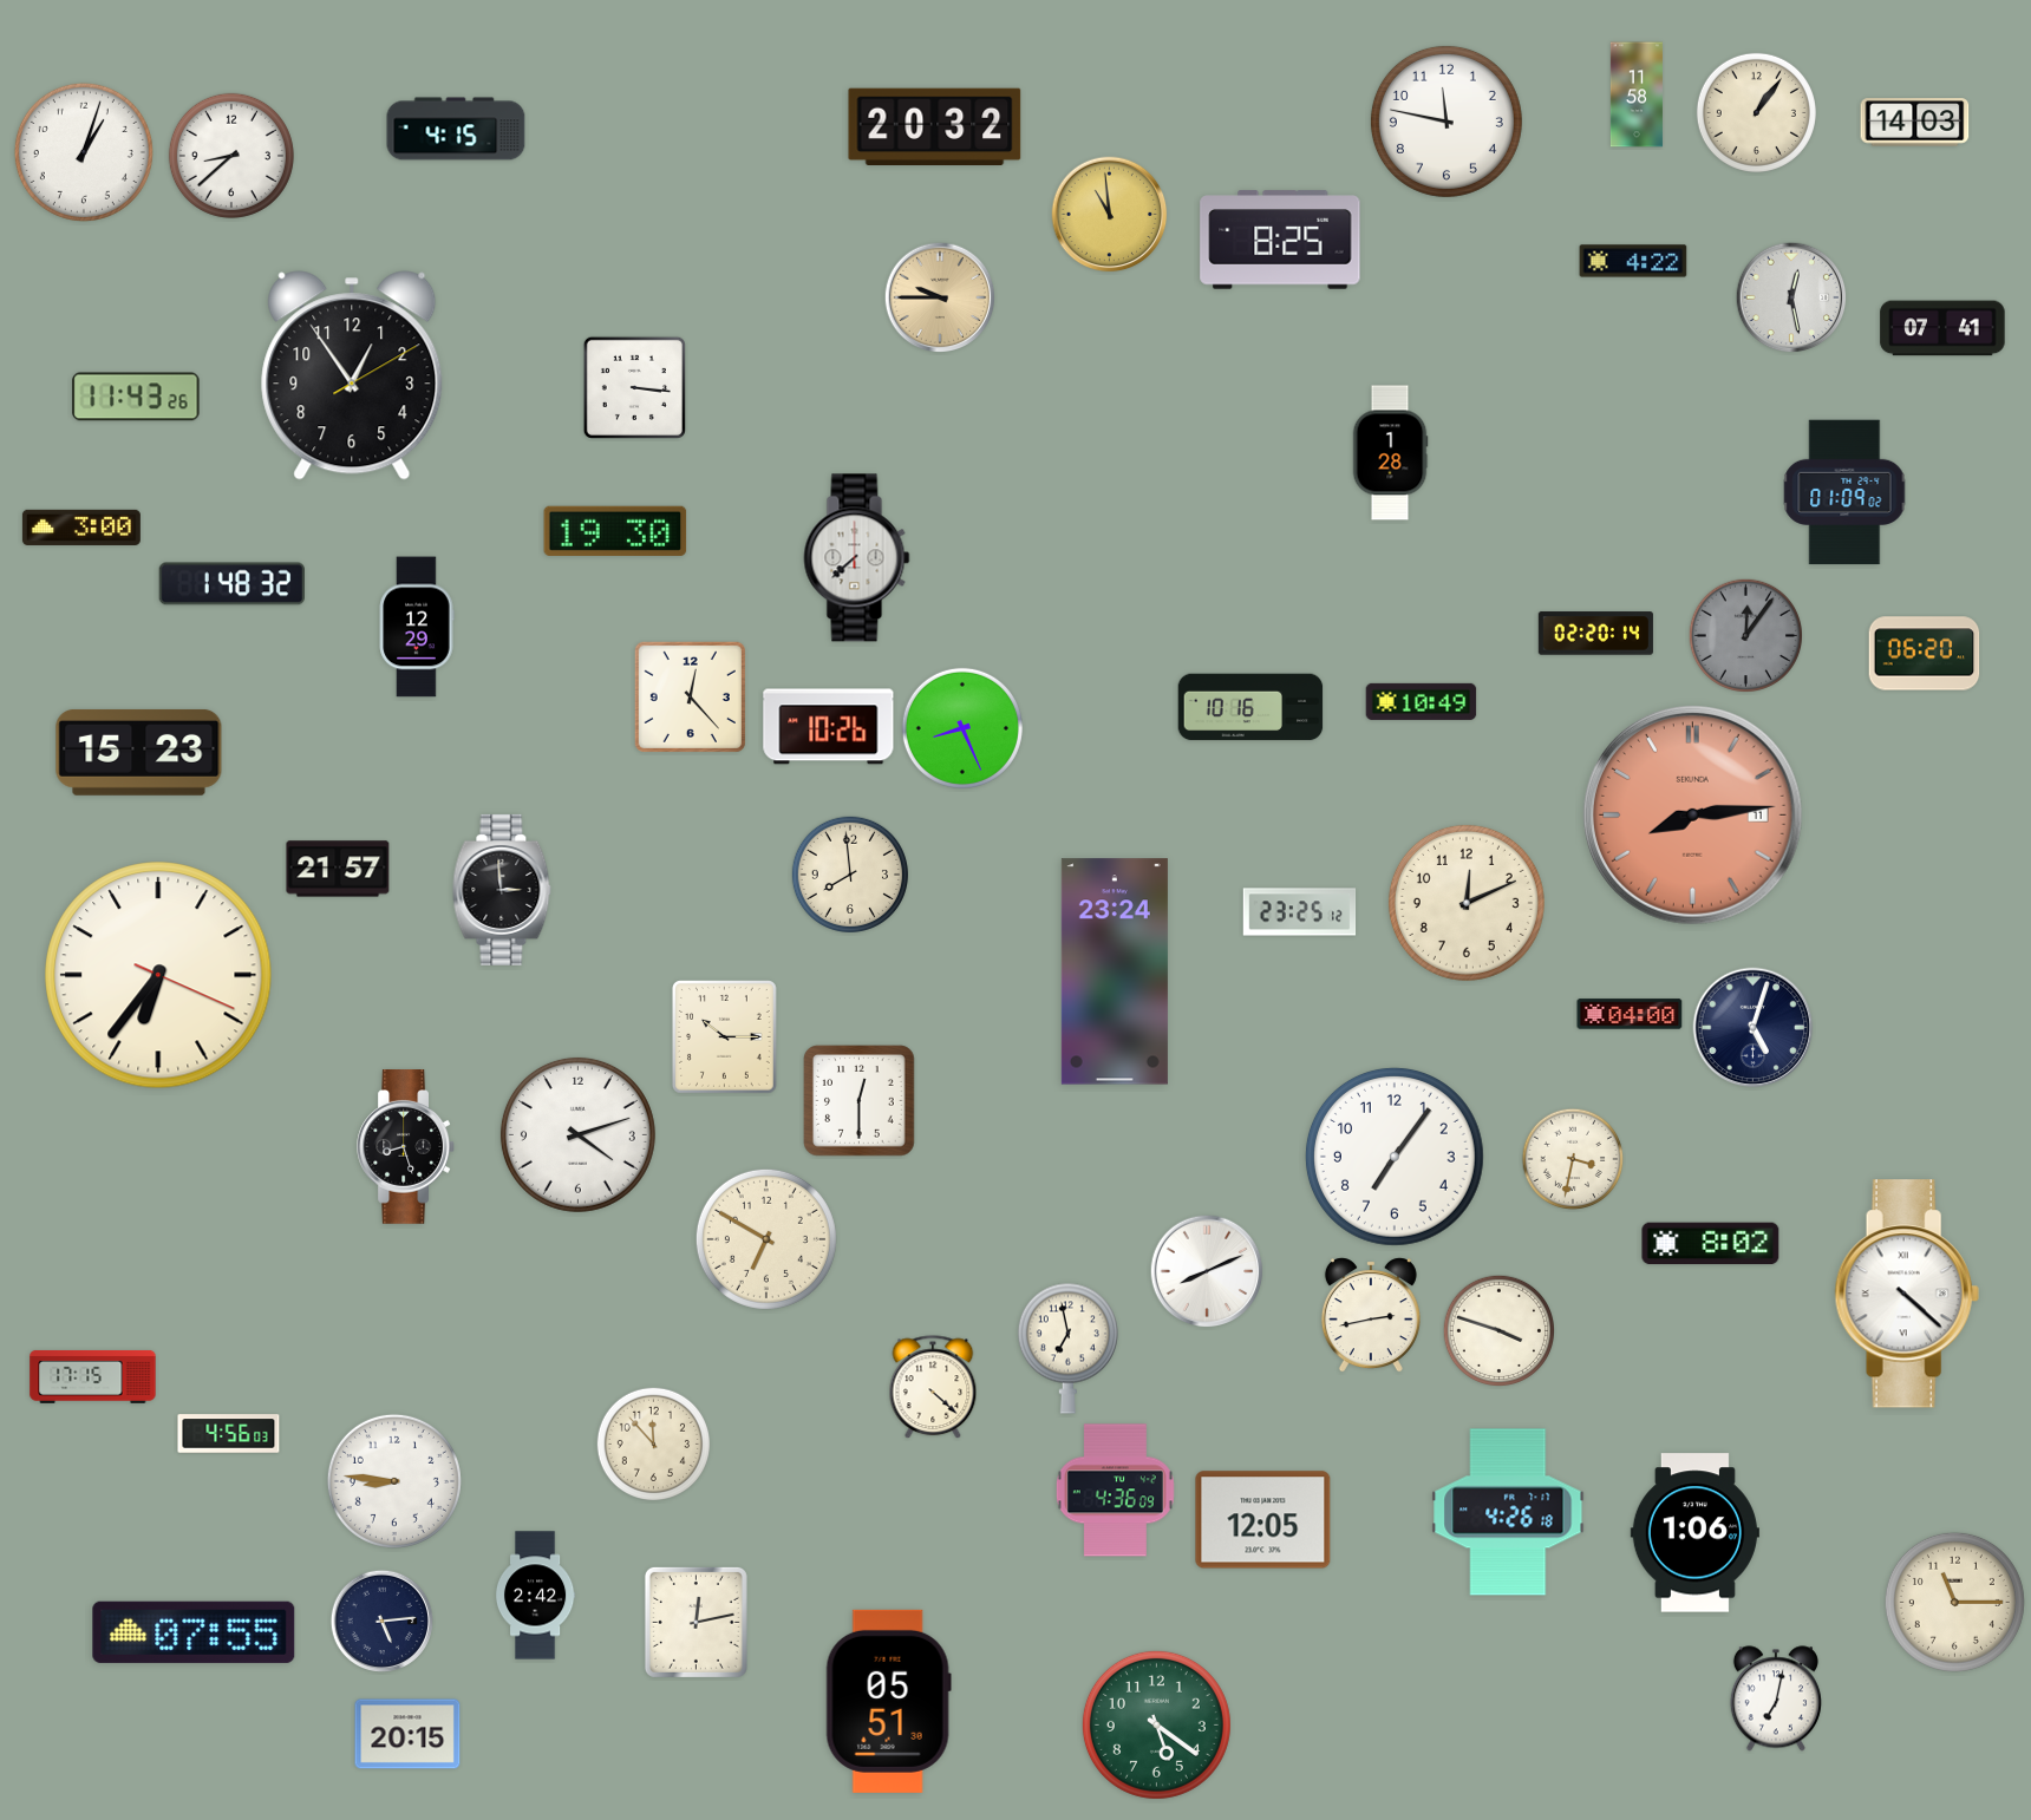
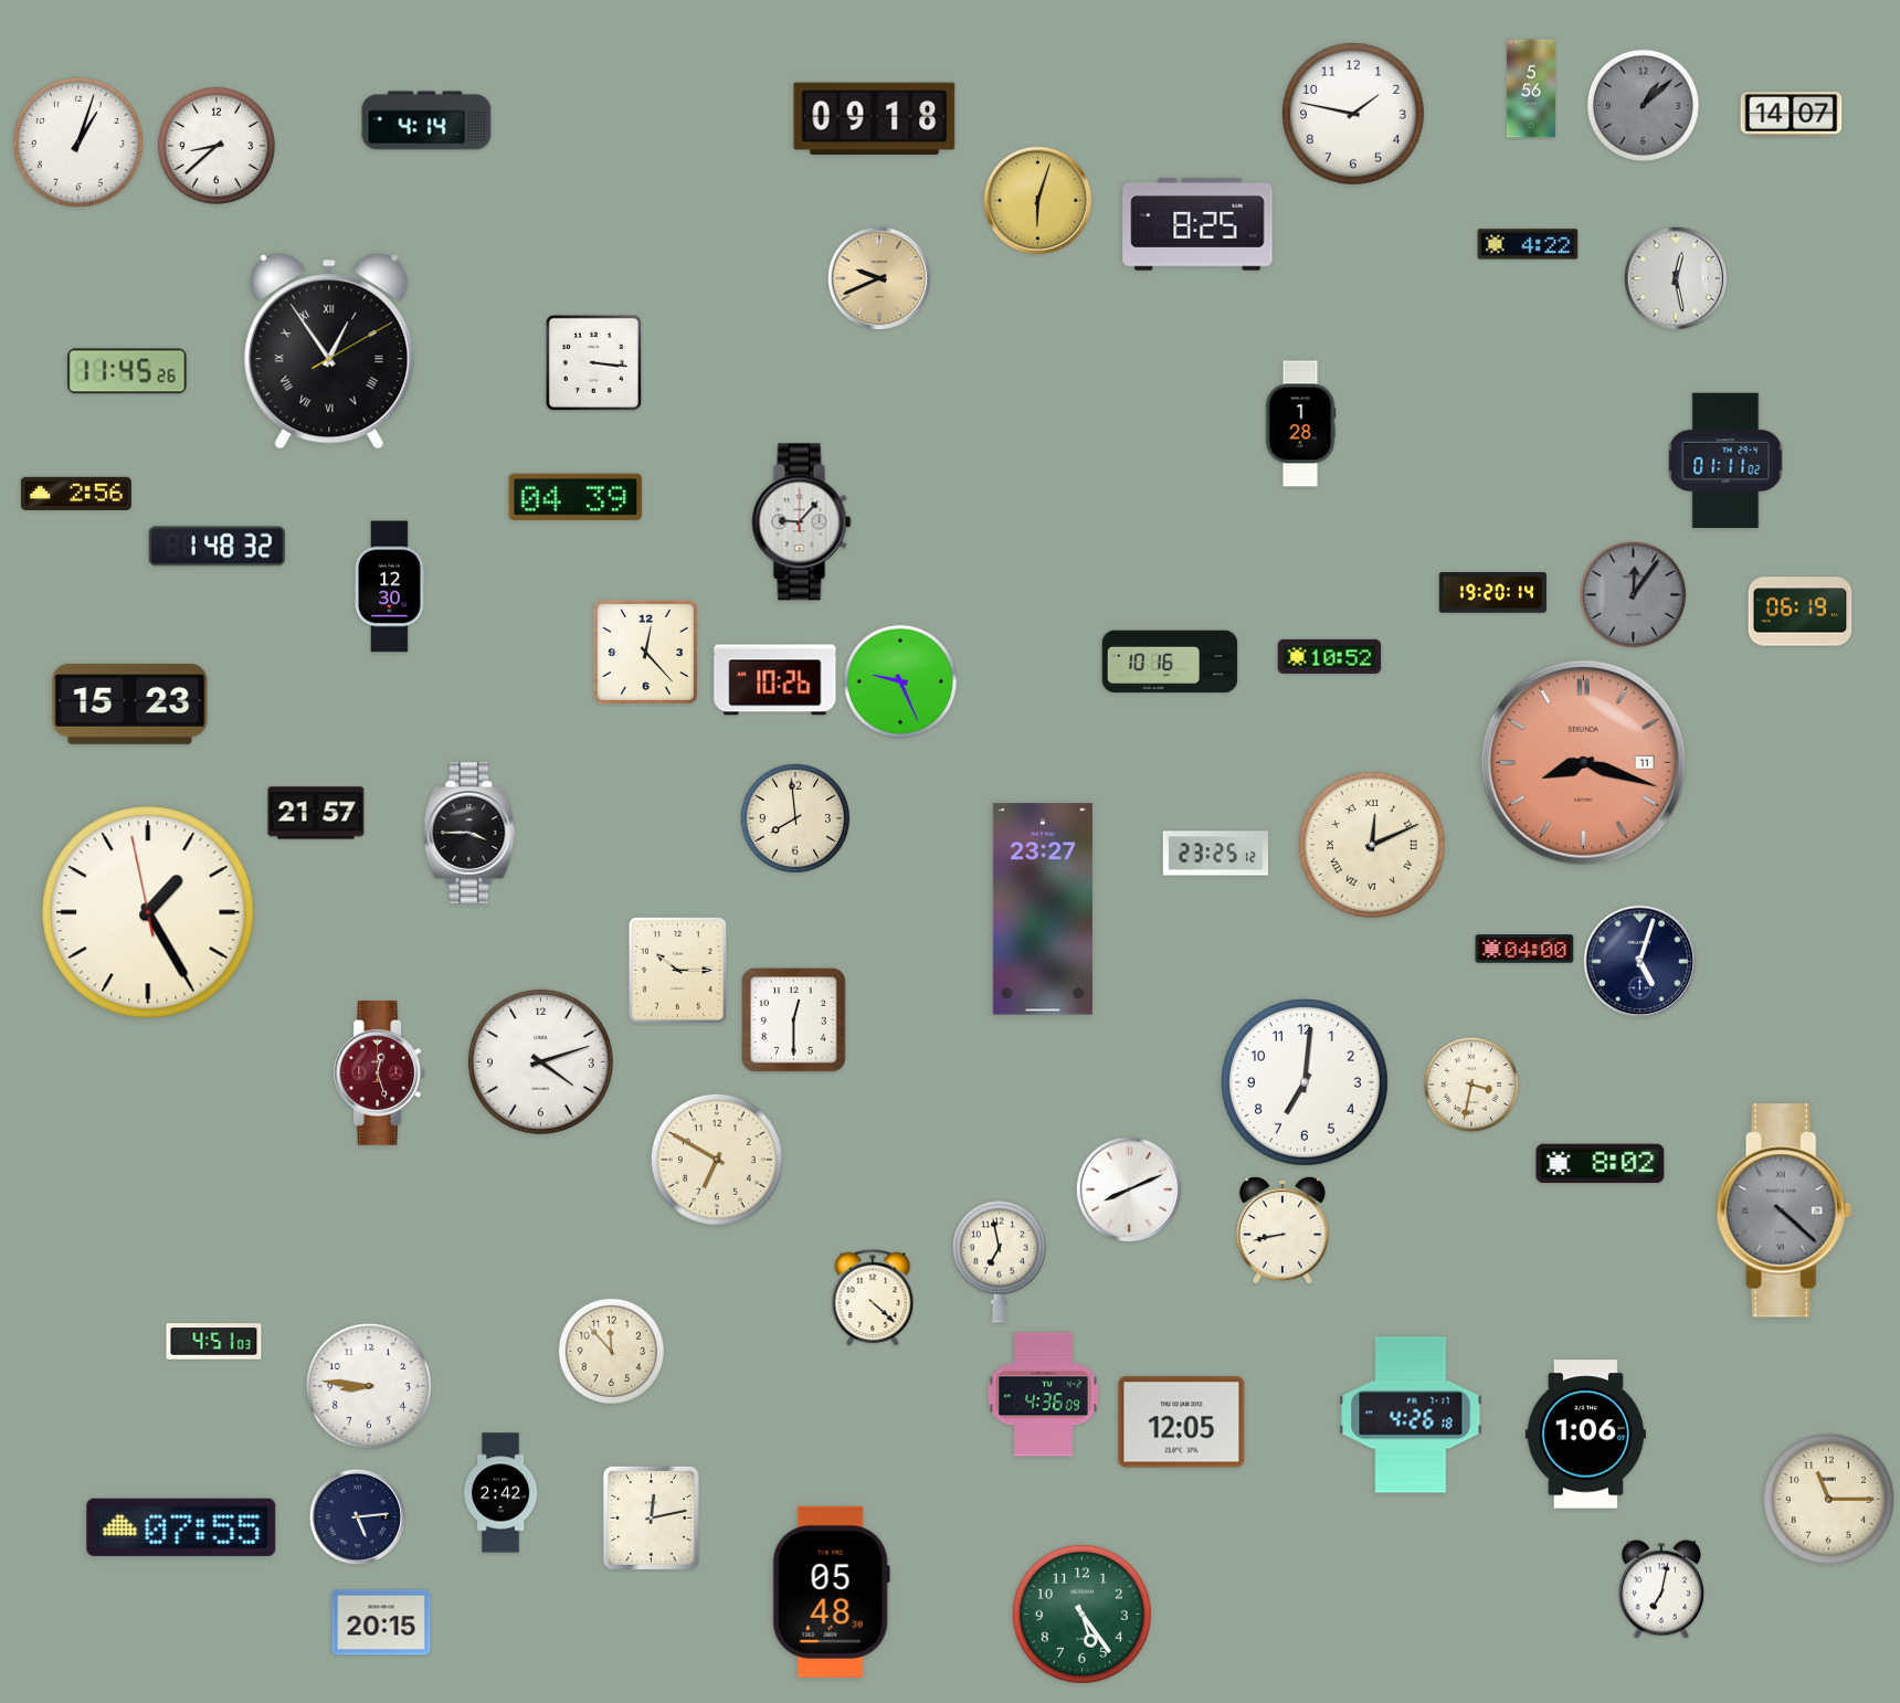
clock at (1637, 94): 11:58 -> 5:56
clock at (1756, 112): 1:06 -> 1:08
clock at (1756, 112) dial: cream -> grey
clock at (1446, 122): 11:47 -> 1:47
clock at (1915, 123): 14:03 -> 14:07
clock at (935, 127): 20:32 -> 09:18
clock at (456, 129): 4:15 -> 4:14
clock at (1110, 215): 10:59 -> 6:03
clock at (940, 297): 9:45 -> 9:41
clock at (1942, 328): 07:41 -> none
clock at (352, 375) numerals: Arabic -> Roman
clock at (136, 397): 11:43 -> 11:45
clock at (1844, 492): 01:09 -> 01:11
clock at (81, 528): 3:00 -> 2:56
clock at (615, 531): 19:30 -> 04:39
clock at (857, 558): 7:38 -> 9:07
clock at (417, 627): 12:29 -> 12:30
clock at (1595, 634): 02:20 -> 19:20
clock at (1925, 654): 06:20 -> 06:19
clock at (1422, 701): 10:49 -> 10:52
clock at (962, 728): 8:26 -> 9:26
clock at (1693, 816): 8:14 -> 8:18
clock at (502, 890): 2:59 -> 3:45
clock at (1467, 903) numerals: Arabic -> Roman
clock at (1115, 971): 23:24 -> 23:27
clock at (158, 975): 6:36 -> 1:24
clock at (860, 1101) position: (860, 1101) -> (794, 1020)
clock at (405, 1147): 8:27 -> 12:27
clock at (405, 1147) dial: black -> burgundy
clock at (1395, 1157): 7:06 -> 7:01
clock at (1907, 1294) dial: white -> grey
clock at (1371, 1315): 2:43 -> 8:43
clock at (1498, 1330): 3:48 -> none
clock at (93, 1376): 17:15 -> none
clock at (229, 1434): 4:56 -> 4:51
clock at (888, 1701): 05:51 -> 05:48
clock at (1156, 1724): 5:21 -> 5:24
